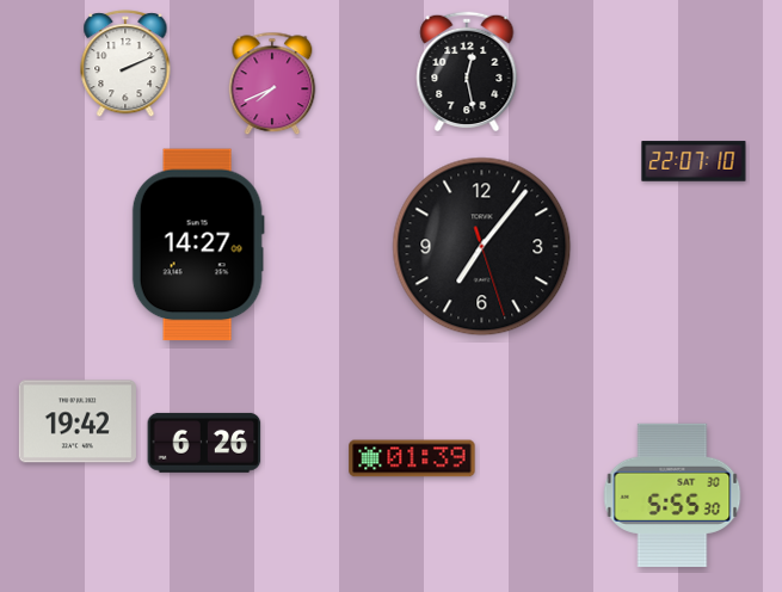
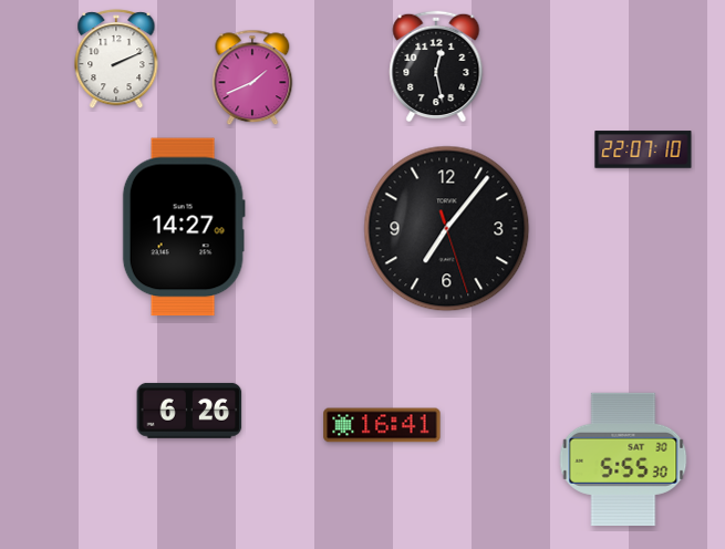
clock at (467, 72) position: (467, 72) -> (436, 66)
clock at (272, 84): 7:41 -> 1:41
clock at (78, 421): 19:42 -> none
clock at (412, 458): 01:39 -> 16:41
